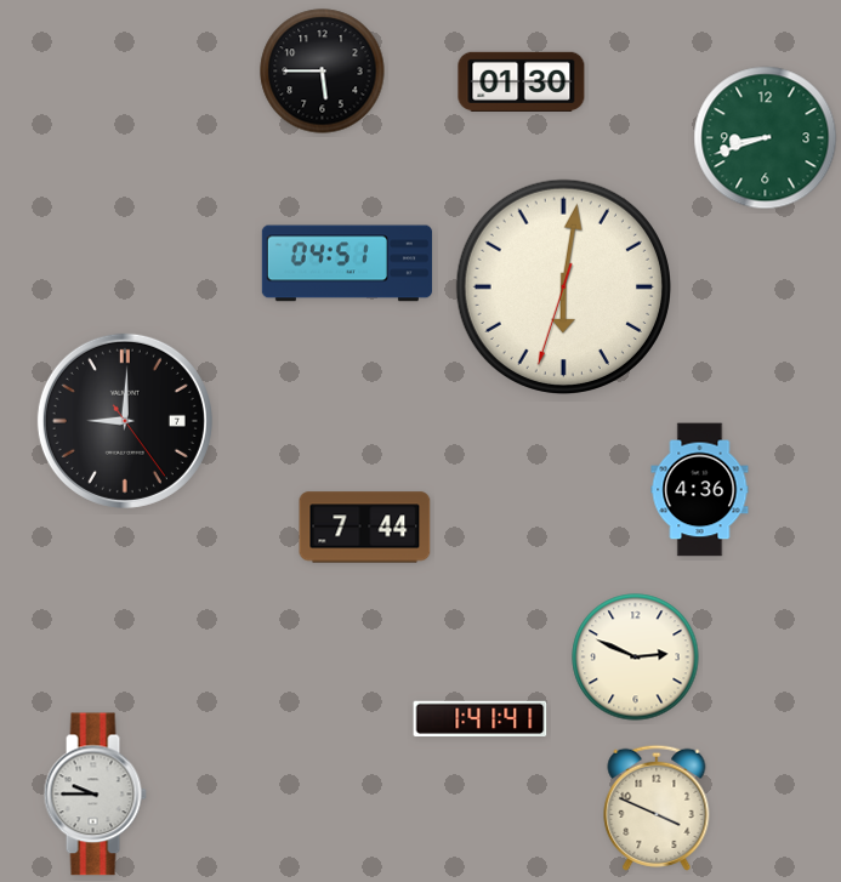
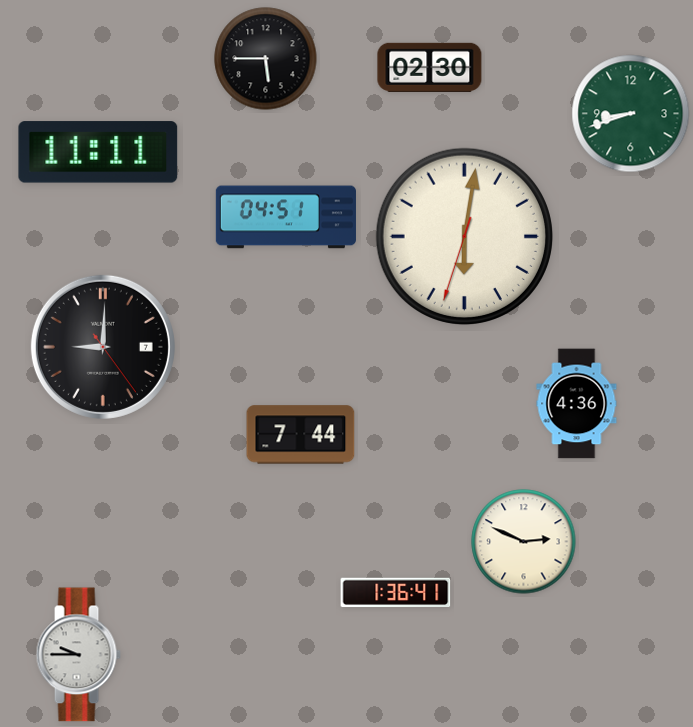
clock at (522, 81): 01:30 -> 02:30
clock at (98, 152): none -> 11:11
clock at (481, 719): 1:41 -> 1:36
clock at (657, 808): 3:49 -> none
